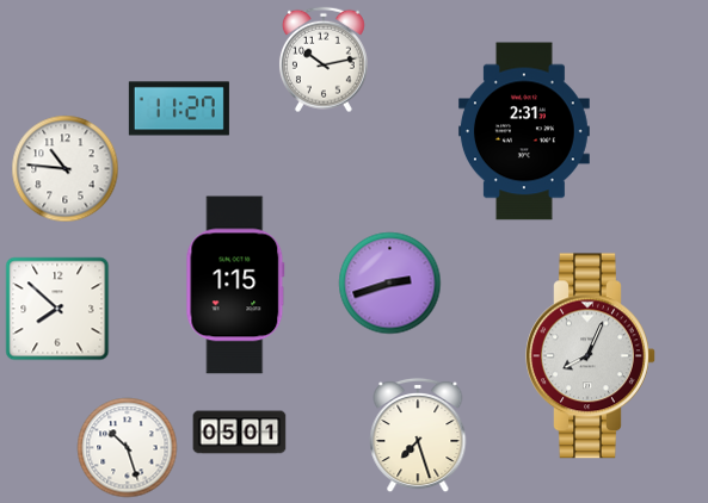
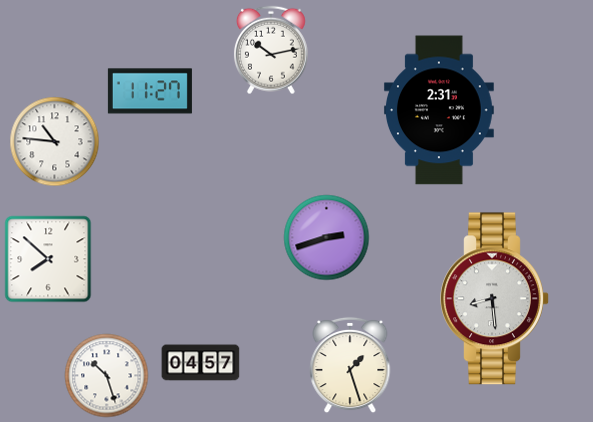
clock at (235, 285): 1:15 -> none
clock at (591, 356): 8:04 -> 8:29
clock at (240, 433): 05:01 -> 04:57
clock at (418, 435): 7:27 -> 1:27
